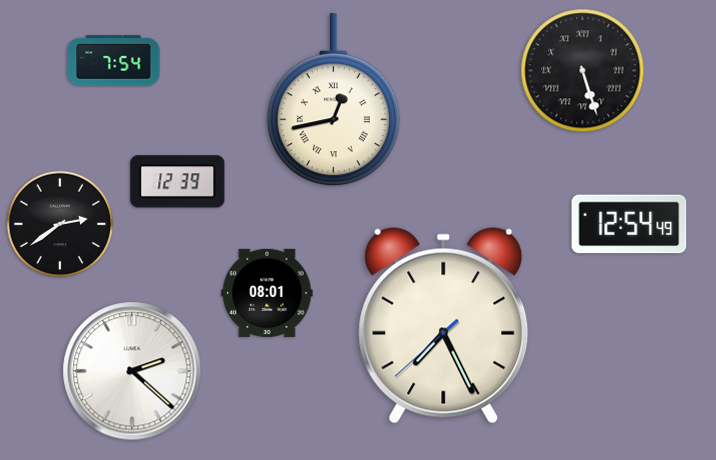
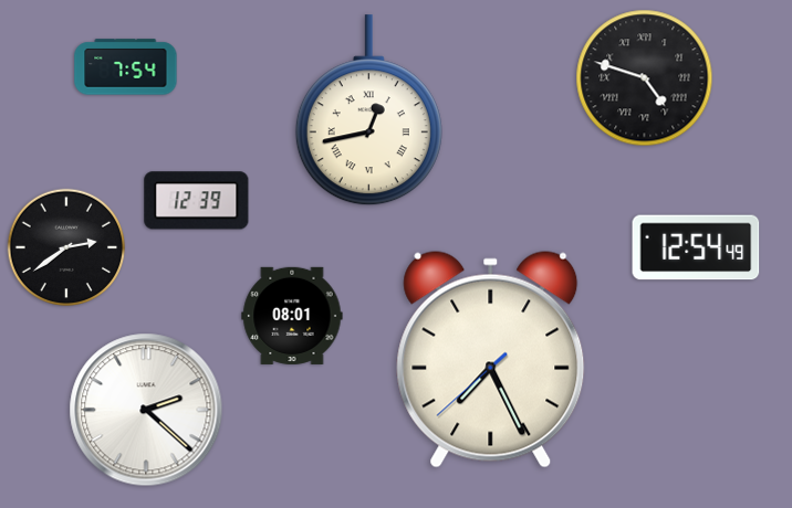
clock at (583, 71): 5:27 -> 4:48
clock at (267, 293) position: (267, 293) -> (292, 316)
